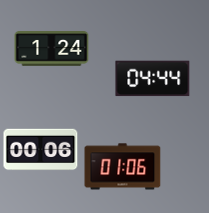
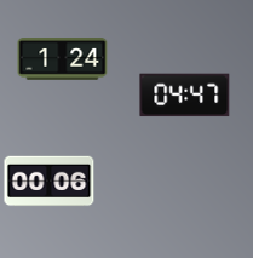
clock at (153, 79): 04:44 -> 04:47
clock at (123, 167): 01:06 -> none
